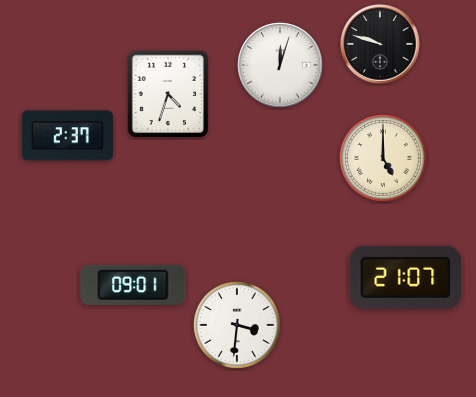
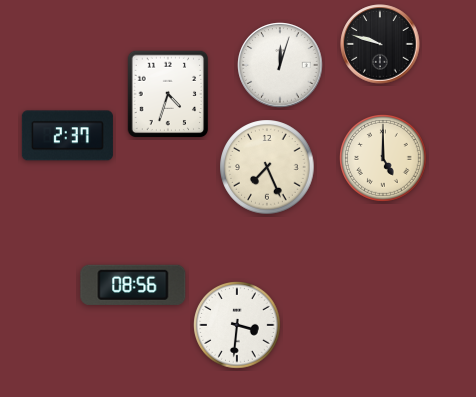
clock at (267, 167): none -> 7:26
clock at (406, 277): 21:07 -> none
clock at (133, 285): 09:01 -> 08:56
